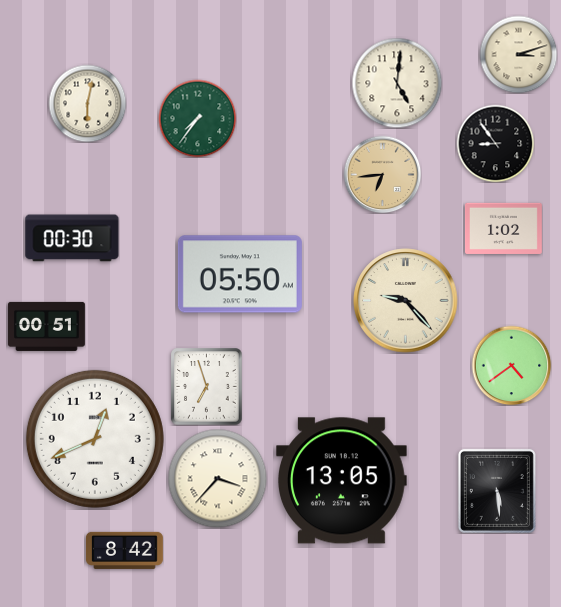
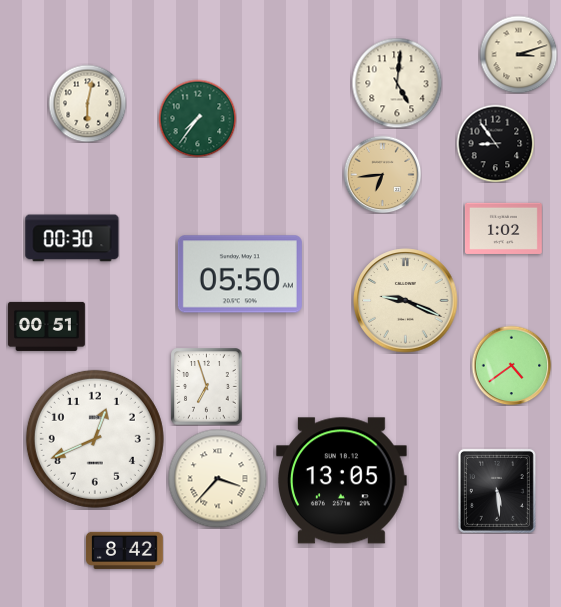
clock at (406, 301): 9:23 -> 9:19
